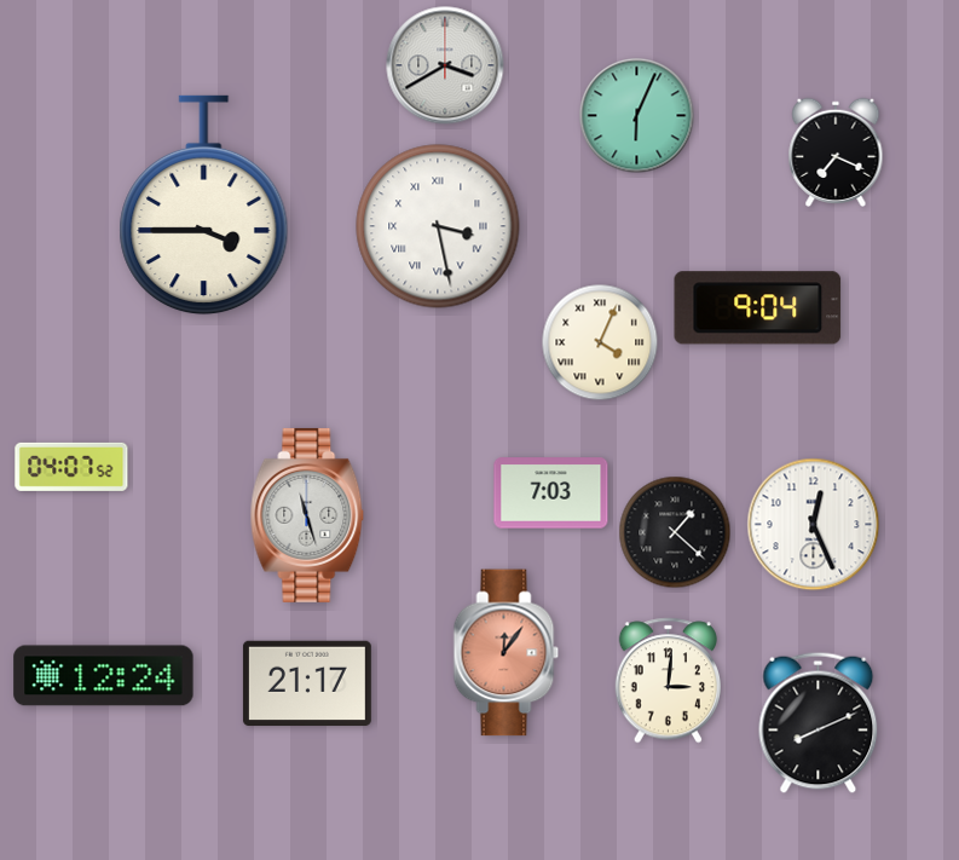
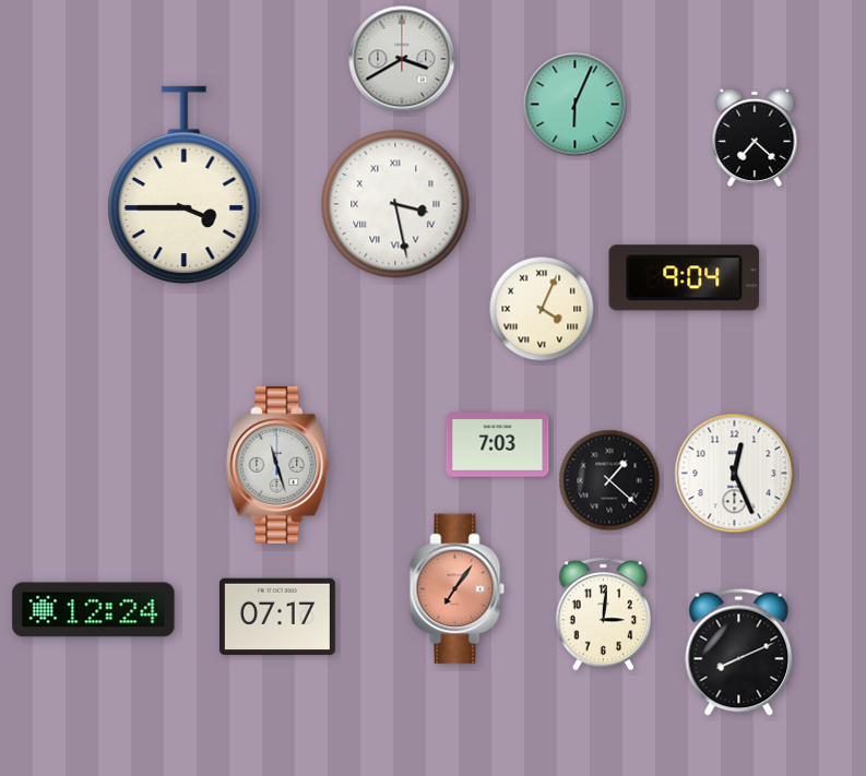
clock at (836, 152): 7:19 -> 7:22
clock at (71, 467): 04:07 -> none
clock at (507, 653): 12:06 -> 7:06
clock at (307, 683): 21:17 -> 07:17
